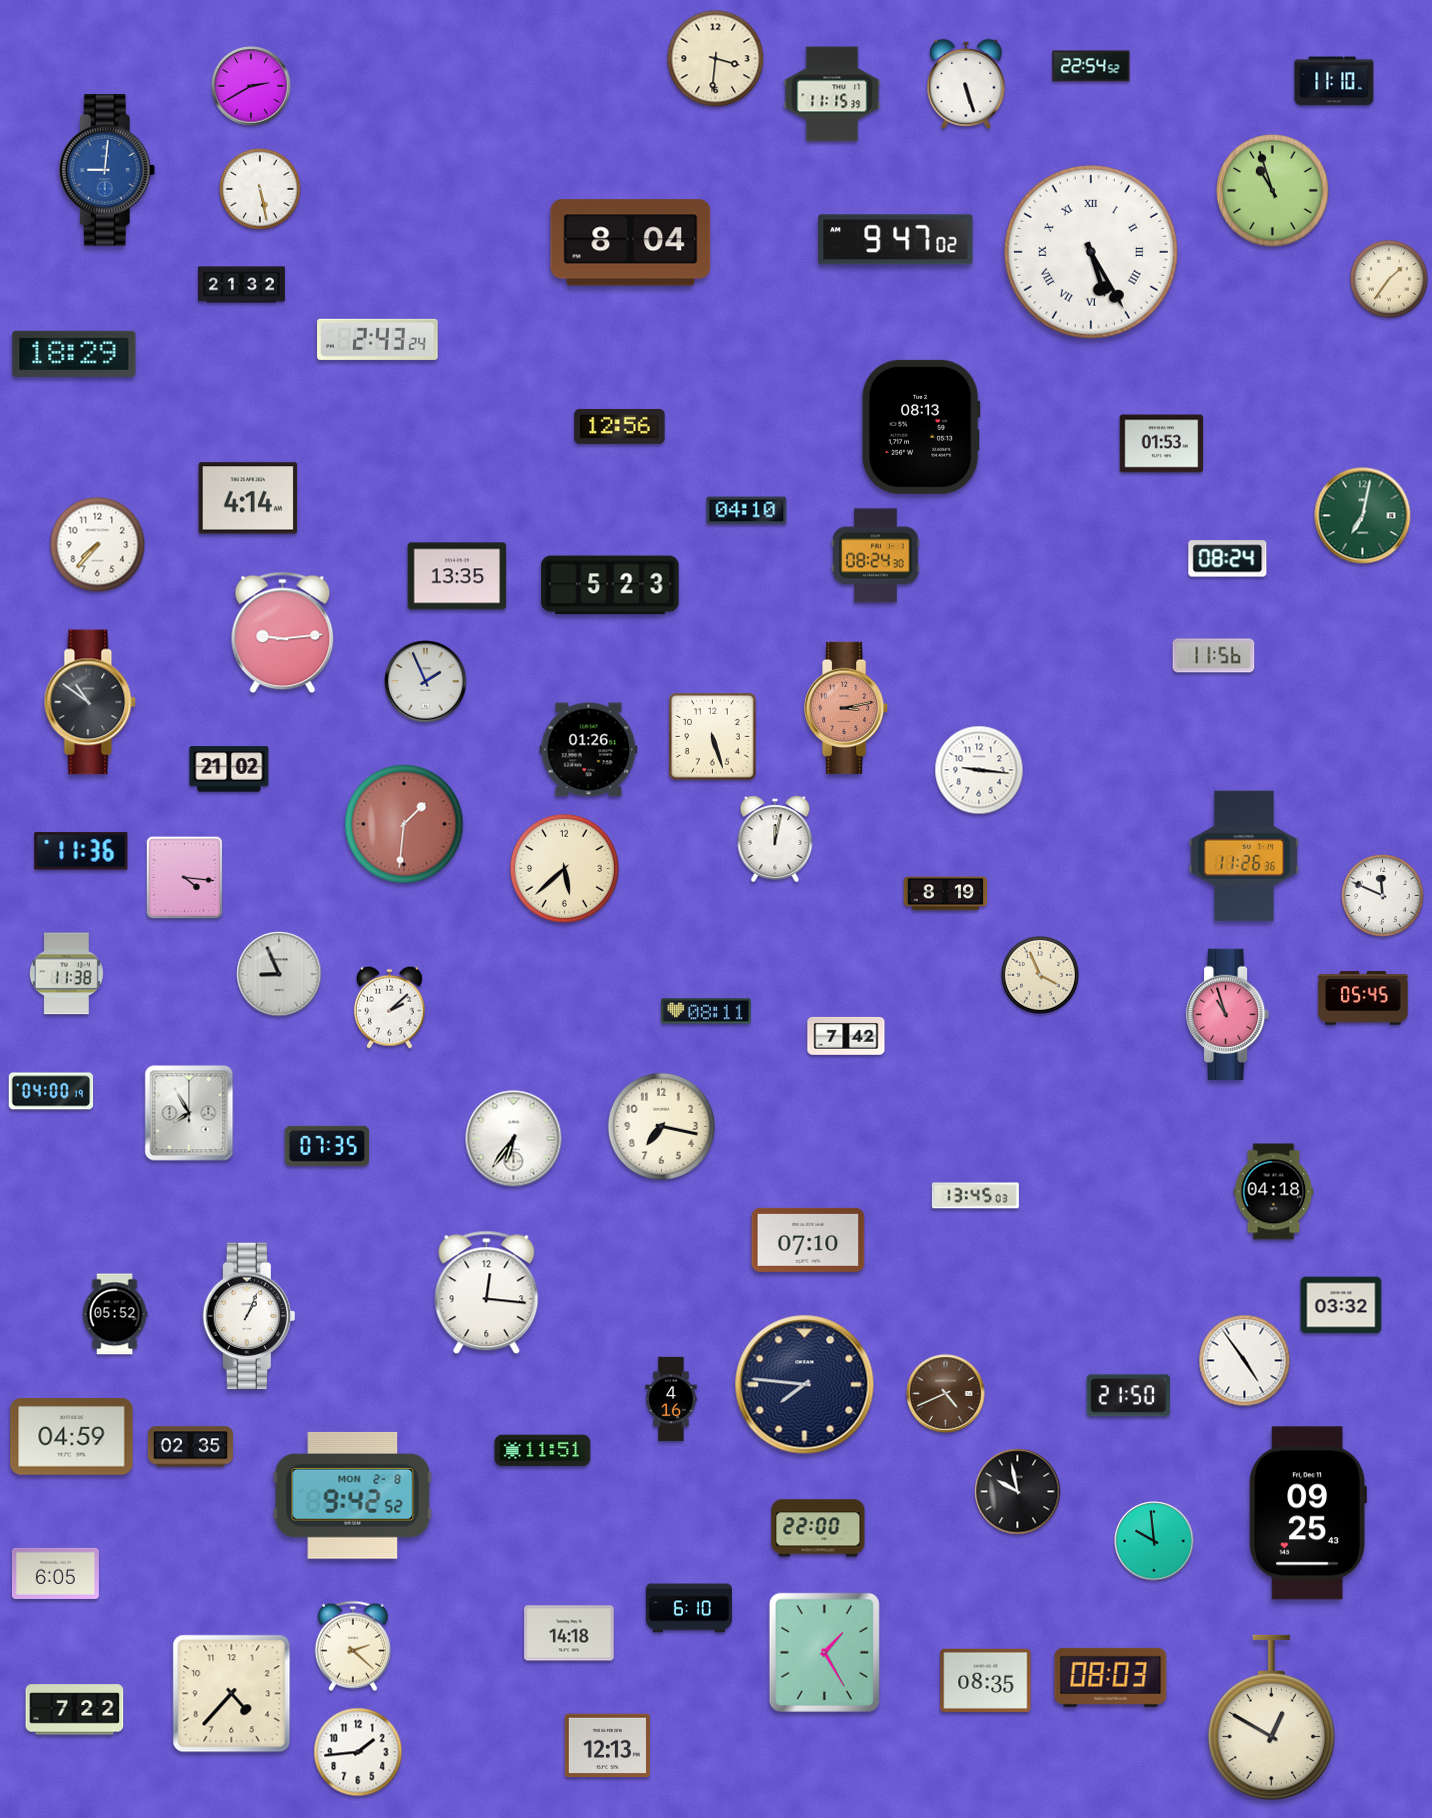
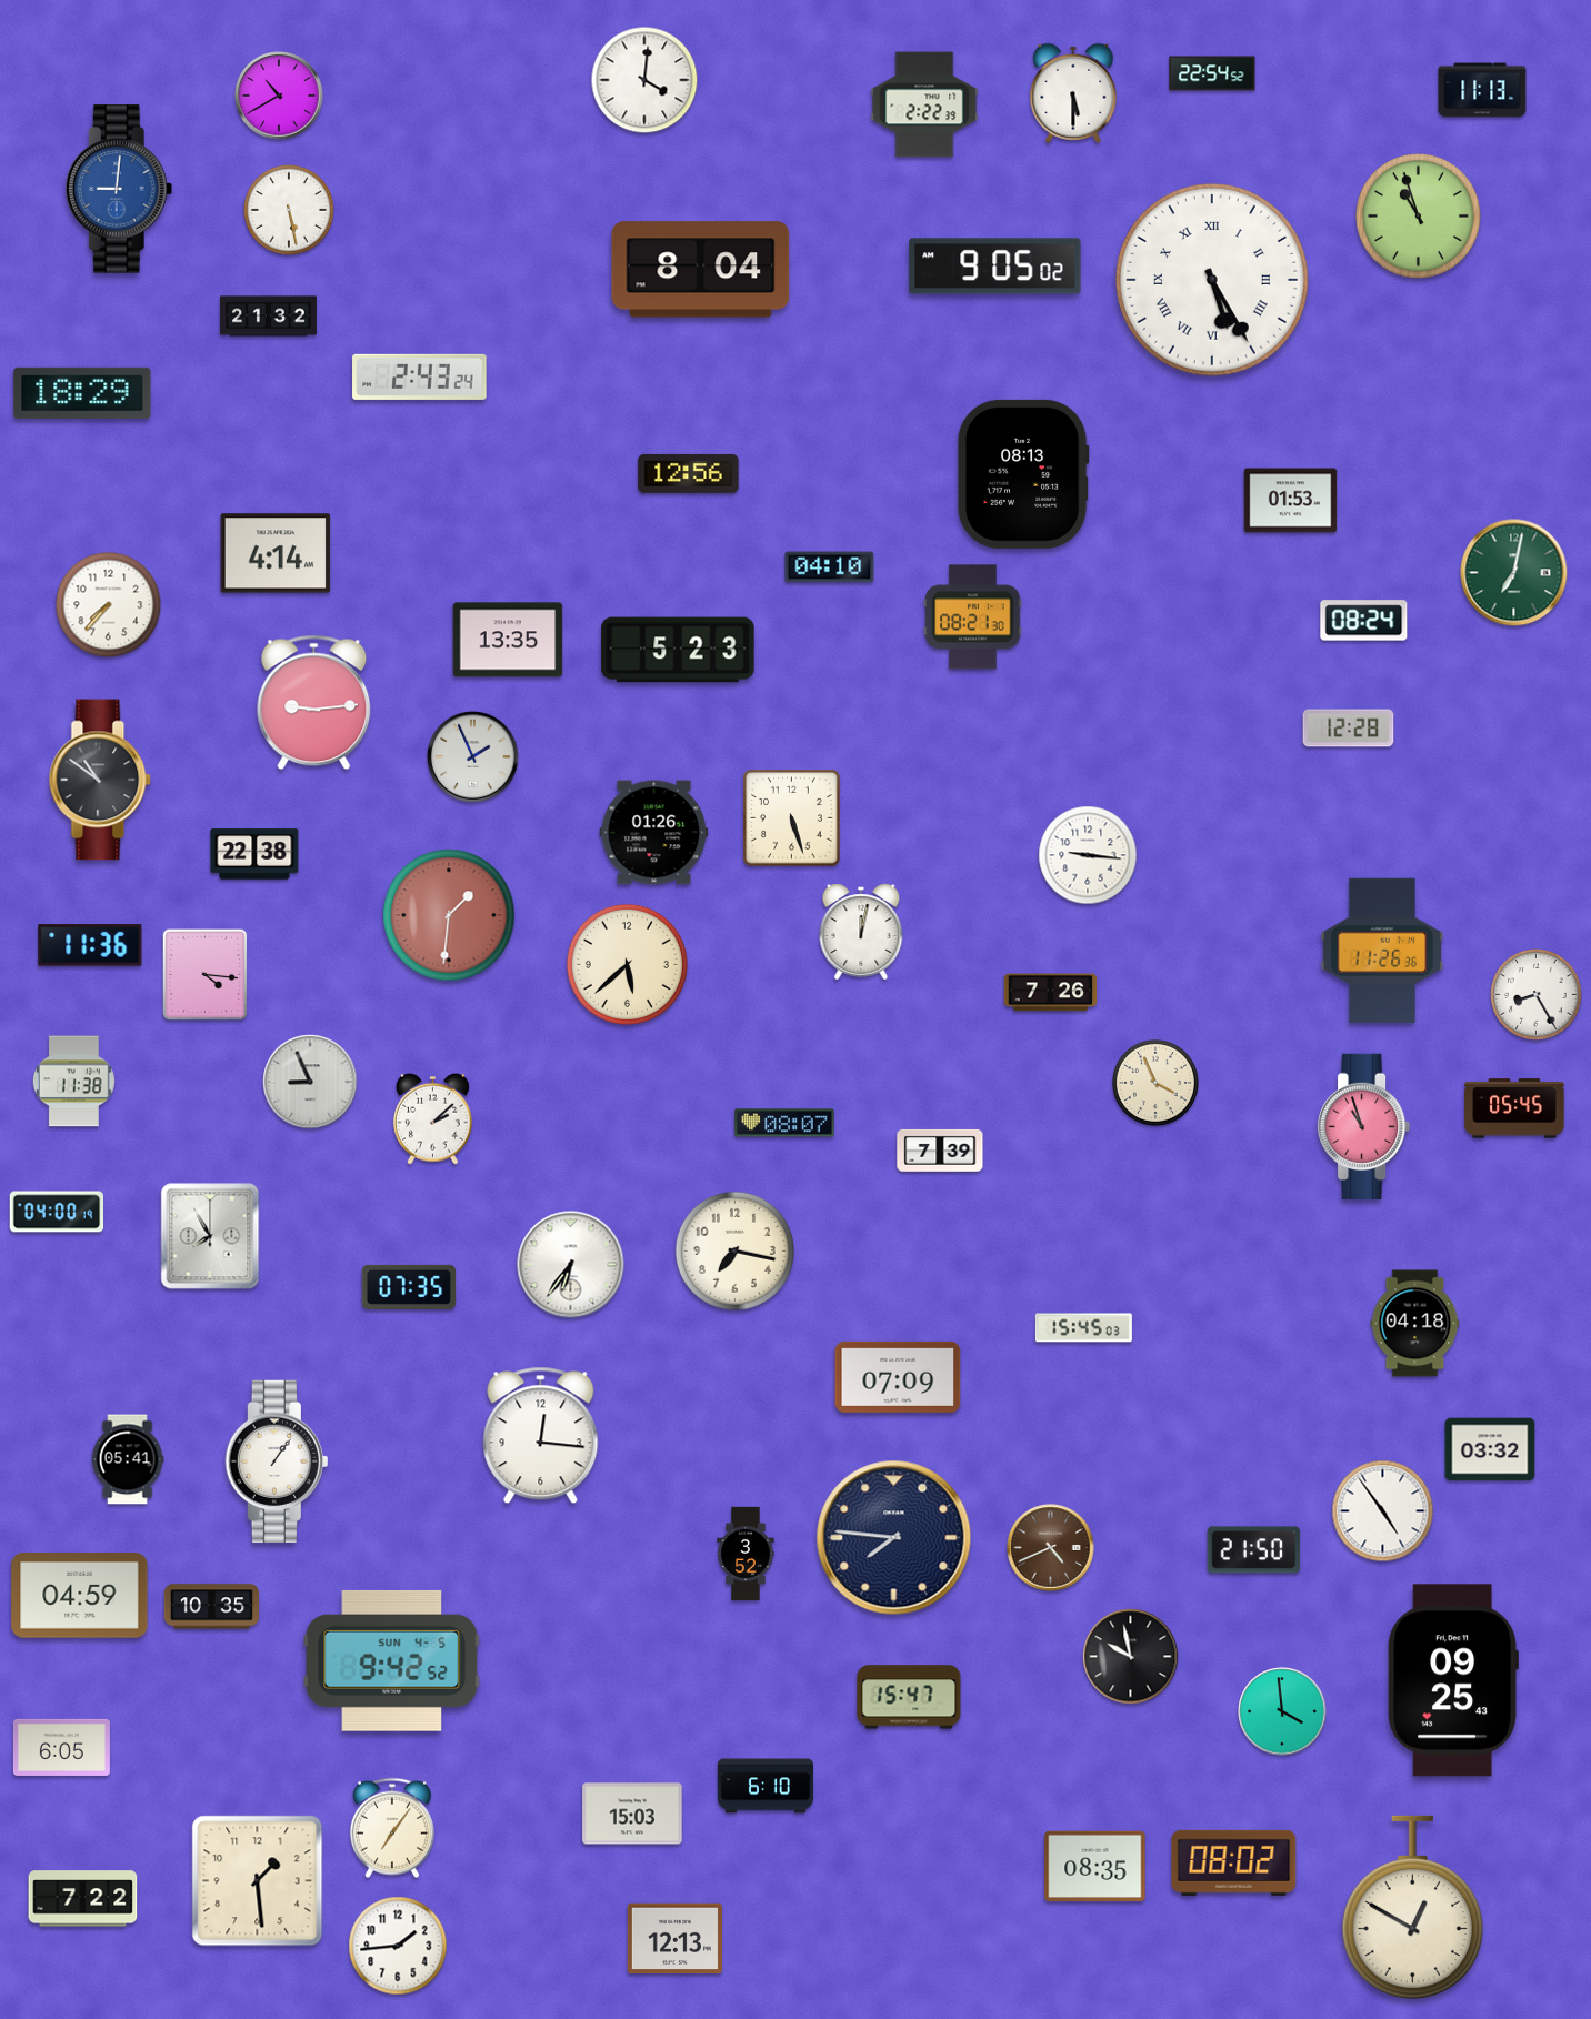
clock at (716, 59): 3:31 -> none
clock at (644, 80): none -> 4:01
clock at (1334, 81): 11:10 -> 11:13
clock at (966, 84): 5:27 -> 5:30
clock at (251, 86): 2:40 -> 10:40
clock at (832, 94): 11:15 -> 2:22
clock at (1273, 191) position: (1273, 191) -> (1419, 217)
clock at (896, 240): 9:47 -> 9:05
clock at (1389, 279): 1:36 -> none
clock at (1162, 444) position: (1162, 444) -> (1291, 501)
clock at (876, 556): 08:24 -> 08:21
clock at (1214, 656): 11:56 -> 12:28
clock at (847, 708): 3:13 -> none
clock at (229, 769): 21:02 -> 22:38
clock at (946, 894): 8:19 -> 7:26
clock at (1383, 896): 11:49 -> 8:25
clock at (706, 1011): 08:11 -> 08:07
clock at (846, 1036): 7:42 -> 7:39
clock at (327, 1146) position: (327, 1146) -> (409, 1287)
clock at (975, 1196): 13:45 -> 15:45
clock at (808, 1240): 07:10 -> 07:09
clock at (115, 1314): 05:52 -> 05:41
clock at (249, 1316): 1:04 -> 1:06
clock at (671, 1399): 4:16 -> 3:52
clock at (190, 1447): 02:35 -> 10:35
clock at (543, 1451): 11:51 -> none
clock at (353, 1495) date: MON 2-8 -> SUN 4-5
clock at (818, 1528): 22:00 -> 15:47
clock at (1154, 1541): 9:59 -> 3:59
clock at (569, 1633): 14:18 -> 15:03
clock at (353, 1646): 2:22 -> 7:06
clock at (824, 1652): 1:25 -> none
clock at (1111, 1677): 08:03 -> 08:02
clock at (232, 1694): 4:37 -> 1:29
